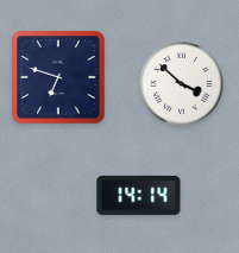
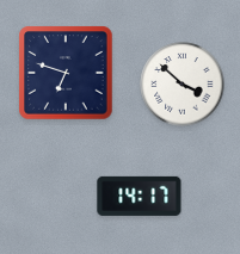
clock at (58, 77) position: (58, 77) -> (66, 73)
clock at (139, 195): 14:14 -> 14:17
